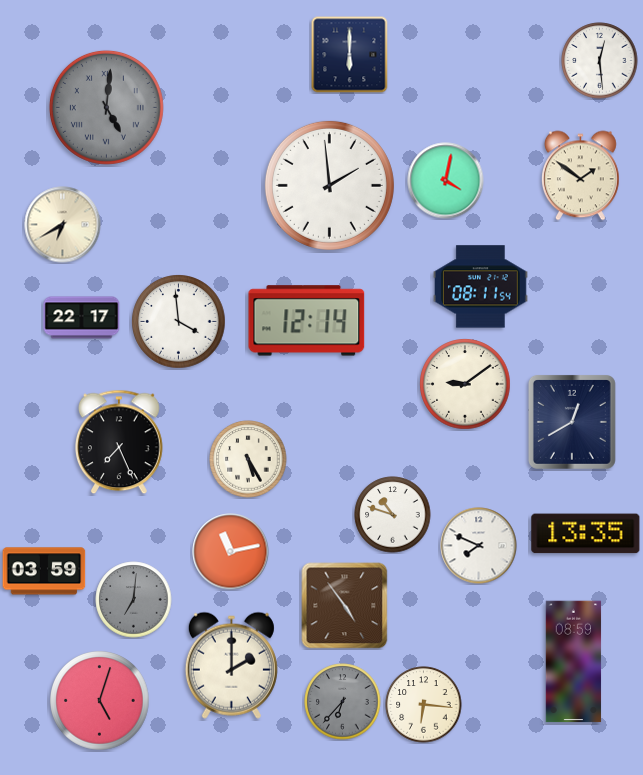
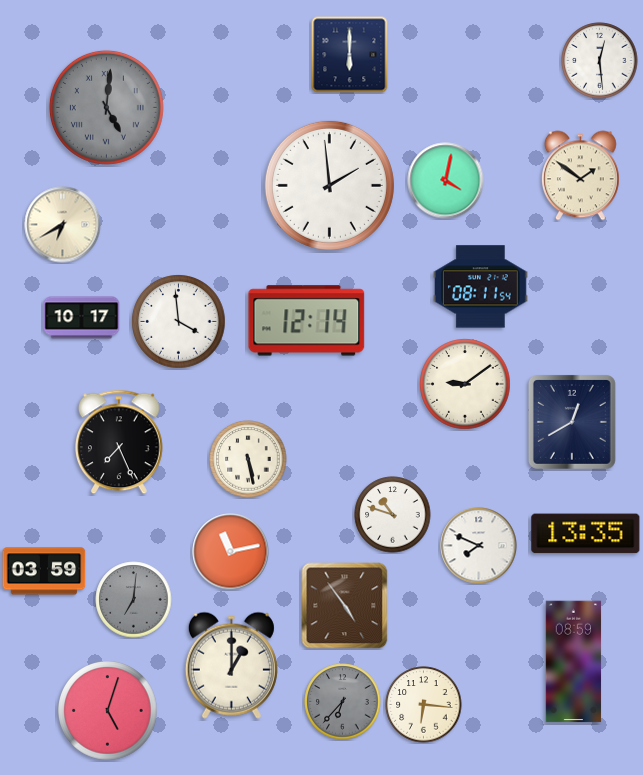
clock at (82, 318): 22:17 -> 10:17
clock at (248, 459): 5:25 -> 5:28
clock at (231, 665): 2:00 -> 1:00
clock at (100, 701) position: (100, 701) -> (108, 711)
